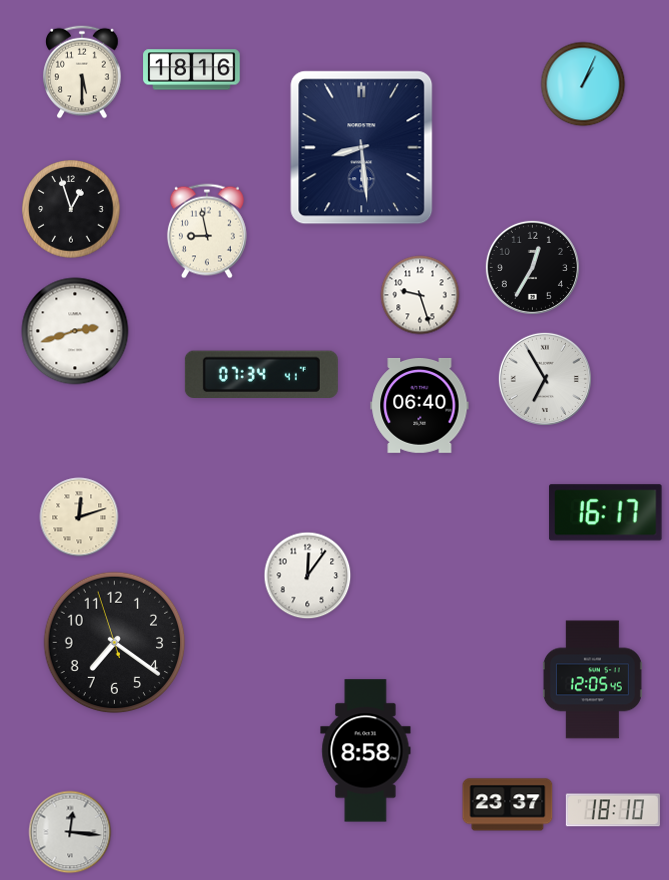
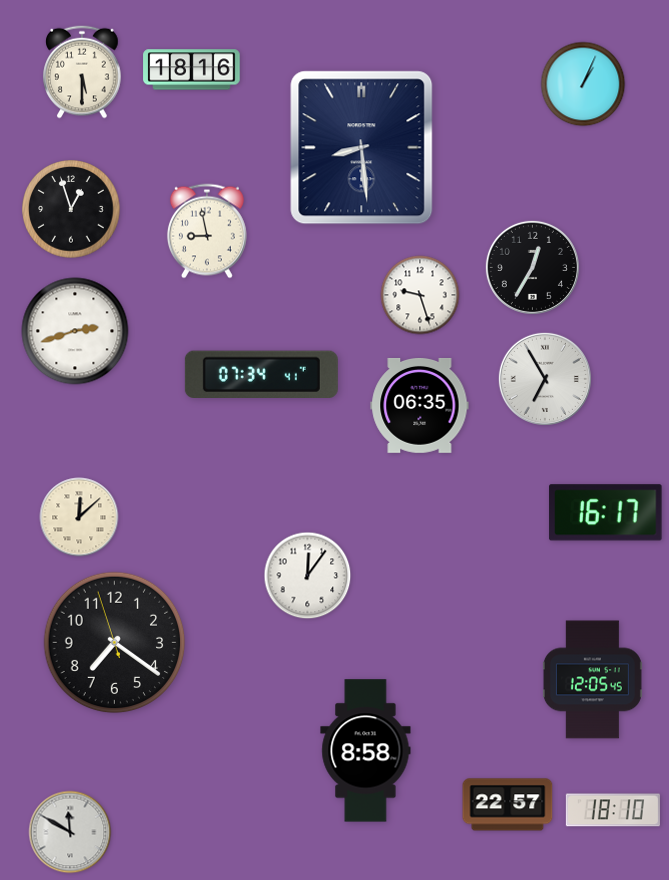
clock at (420, 405): 06:40 -> 06:35
clock at (79, 517): 12:12 -> 12:08
clock at (508, 805): 23:37 -> 22:57
clock at (70, 832): 12:16 -> 11:50
